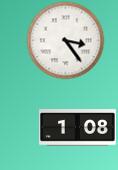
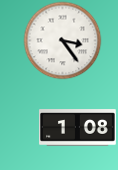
clock at (65, 40) position: (65, 40) -> (62, 40)
